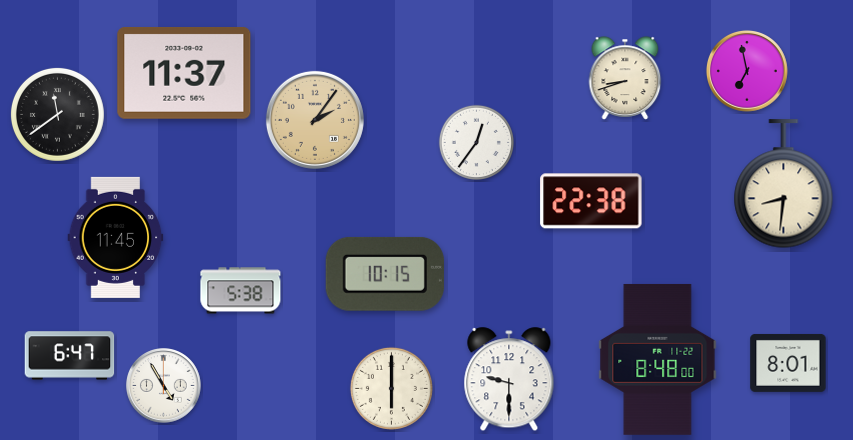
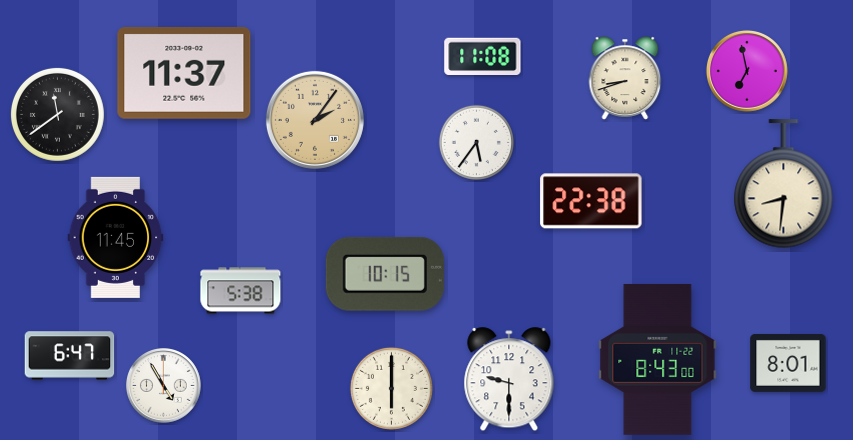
clock at (483, 57): none -> 11:08
clock at (476, 142): 12:36 -> 5:36
clock at (658, 359): 8:48 -> 8:43
